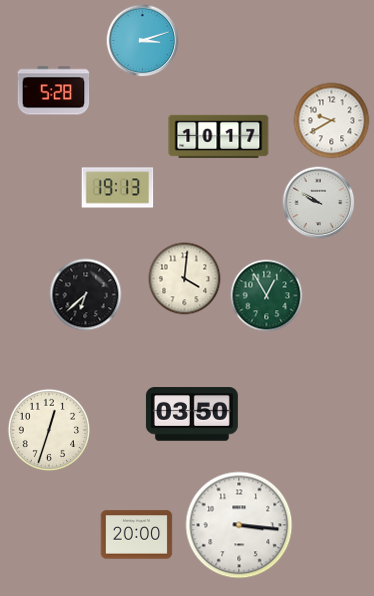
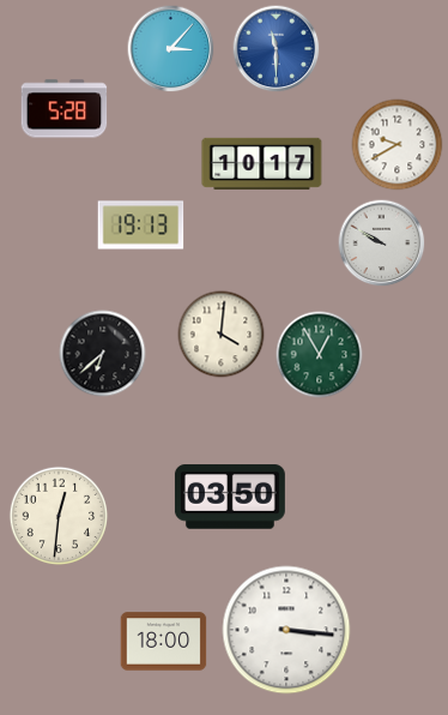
clock at (143, 41): 3:12 -> 3:07
clock at (277, 49): none -> 11:30
clock at (49, 430): 12:33 -> 12:31
clock at (137, 535): 20:00 -> 18:00
